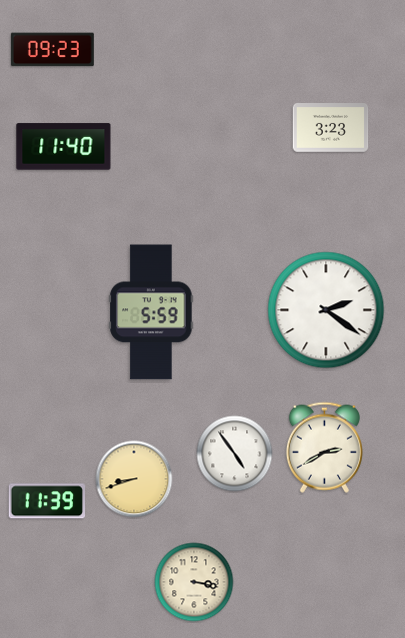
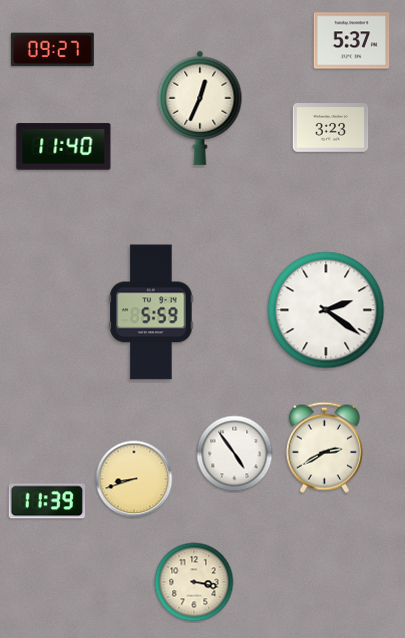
clock at (352, 41): none -> 5:37
clock at (52, 50): 09:23 -> 09:27
clock at (200, 108): none -> 12:34
